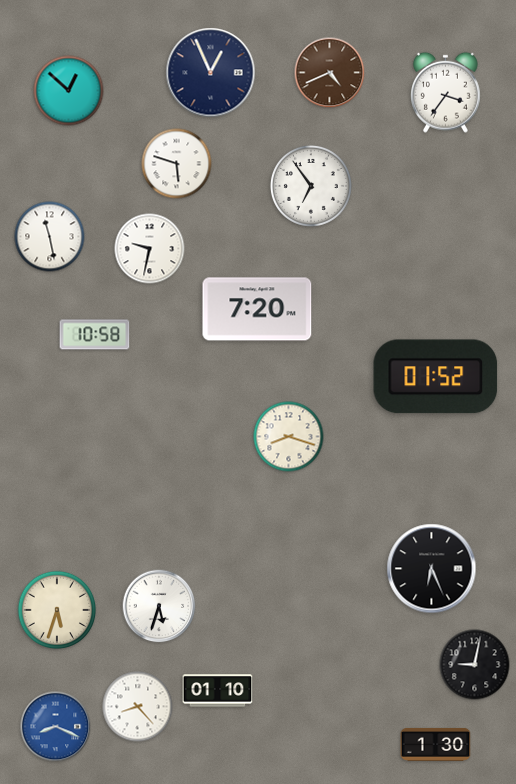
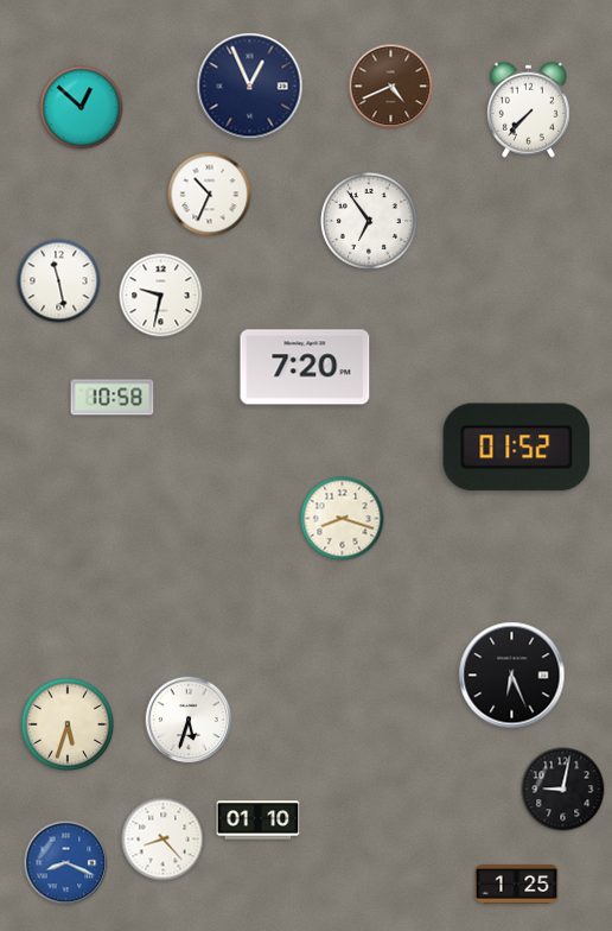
clock at (445, 92): 3:36 -> 7:37
clock at (177, 164): 5:48 -> 10:34
clock at (150, 249) position: (150, 249) -> (161, 296)
clock at (436, 744): 1:30 -> 1:25
